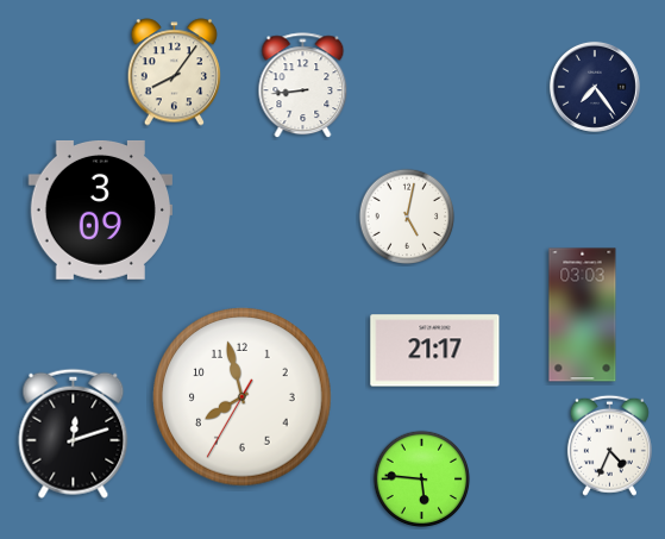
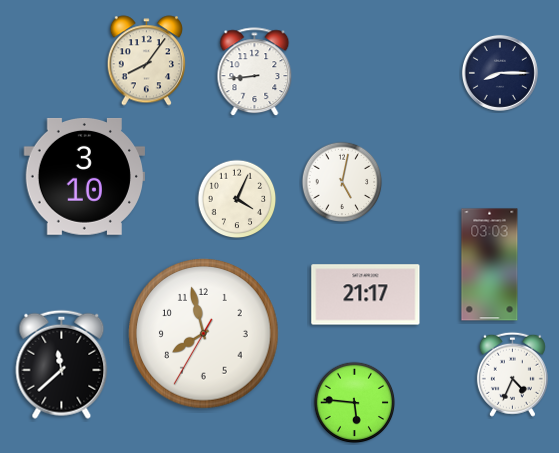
clock at (595, 87): 7:24 -> 8:15
clock at (100, 209): 3:09 -> 3:10
clock at (237, 199): none -> 4:04
clock at (74, 433): 12:12 -> 11:38
